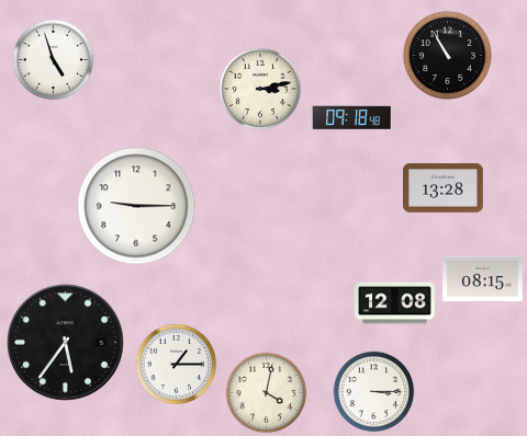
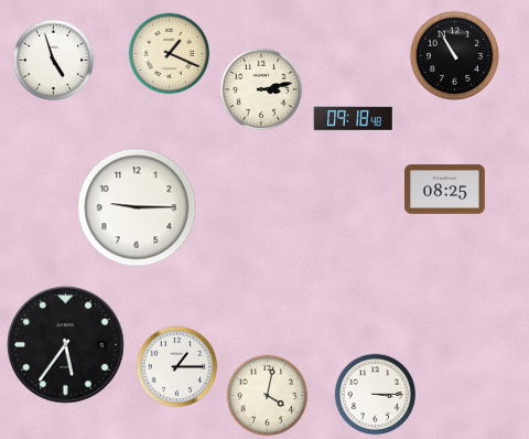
clock at (170, 54): none -> 1:19
clock at (447, 55) position: (447, 55) -> (454, 55)
clock at (444, 188): 13:28 -> 08:25
clock at (483, 278): 08:15 -> none
clock at (395, 303): 12:08 -> none
